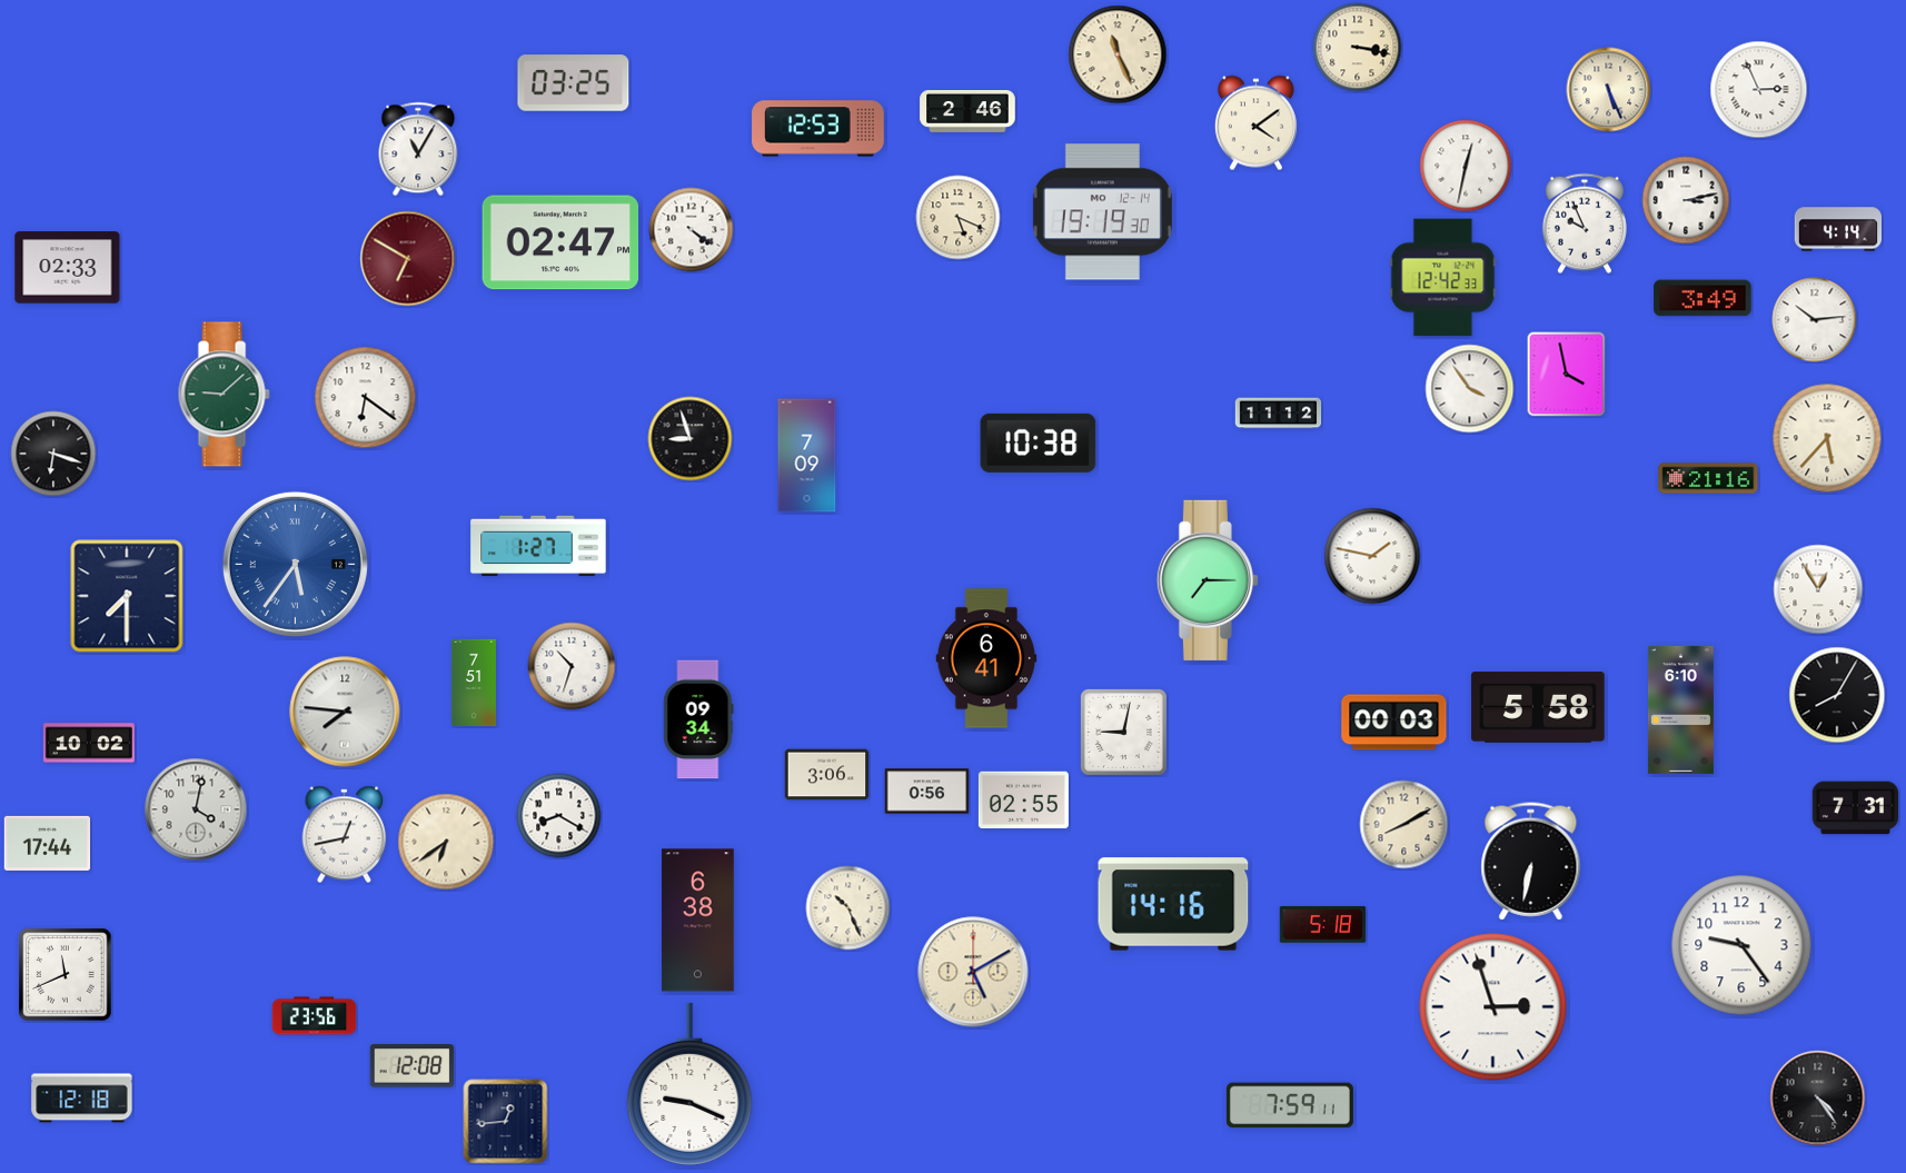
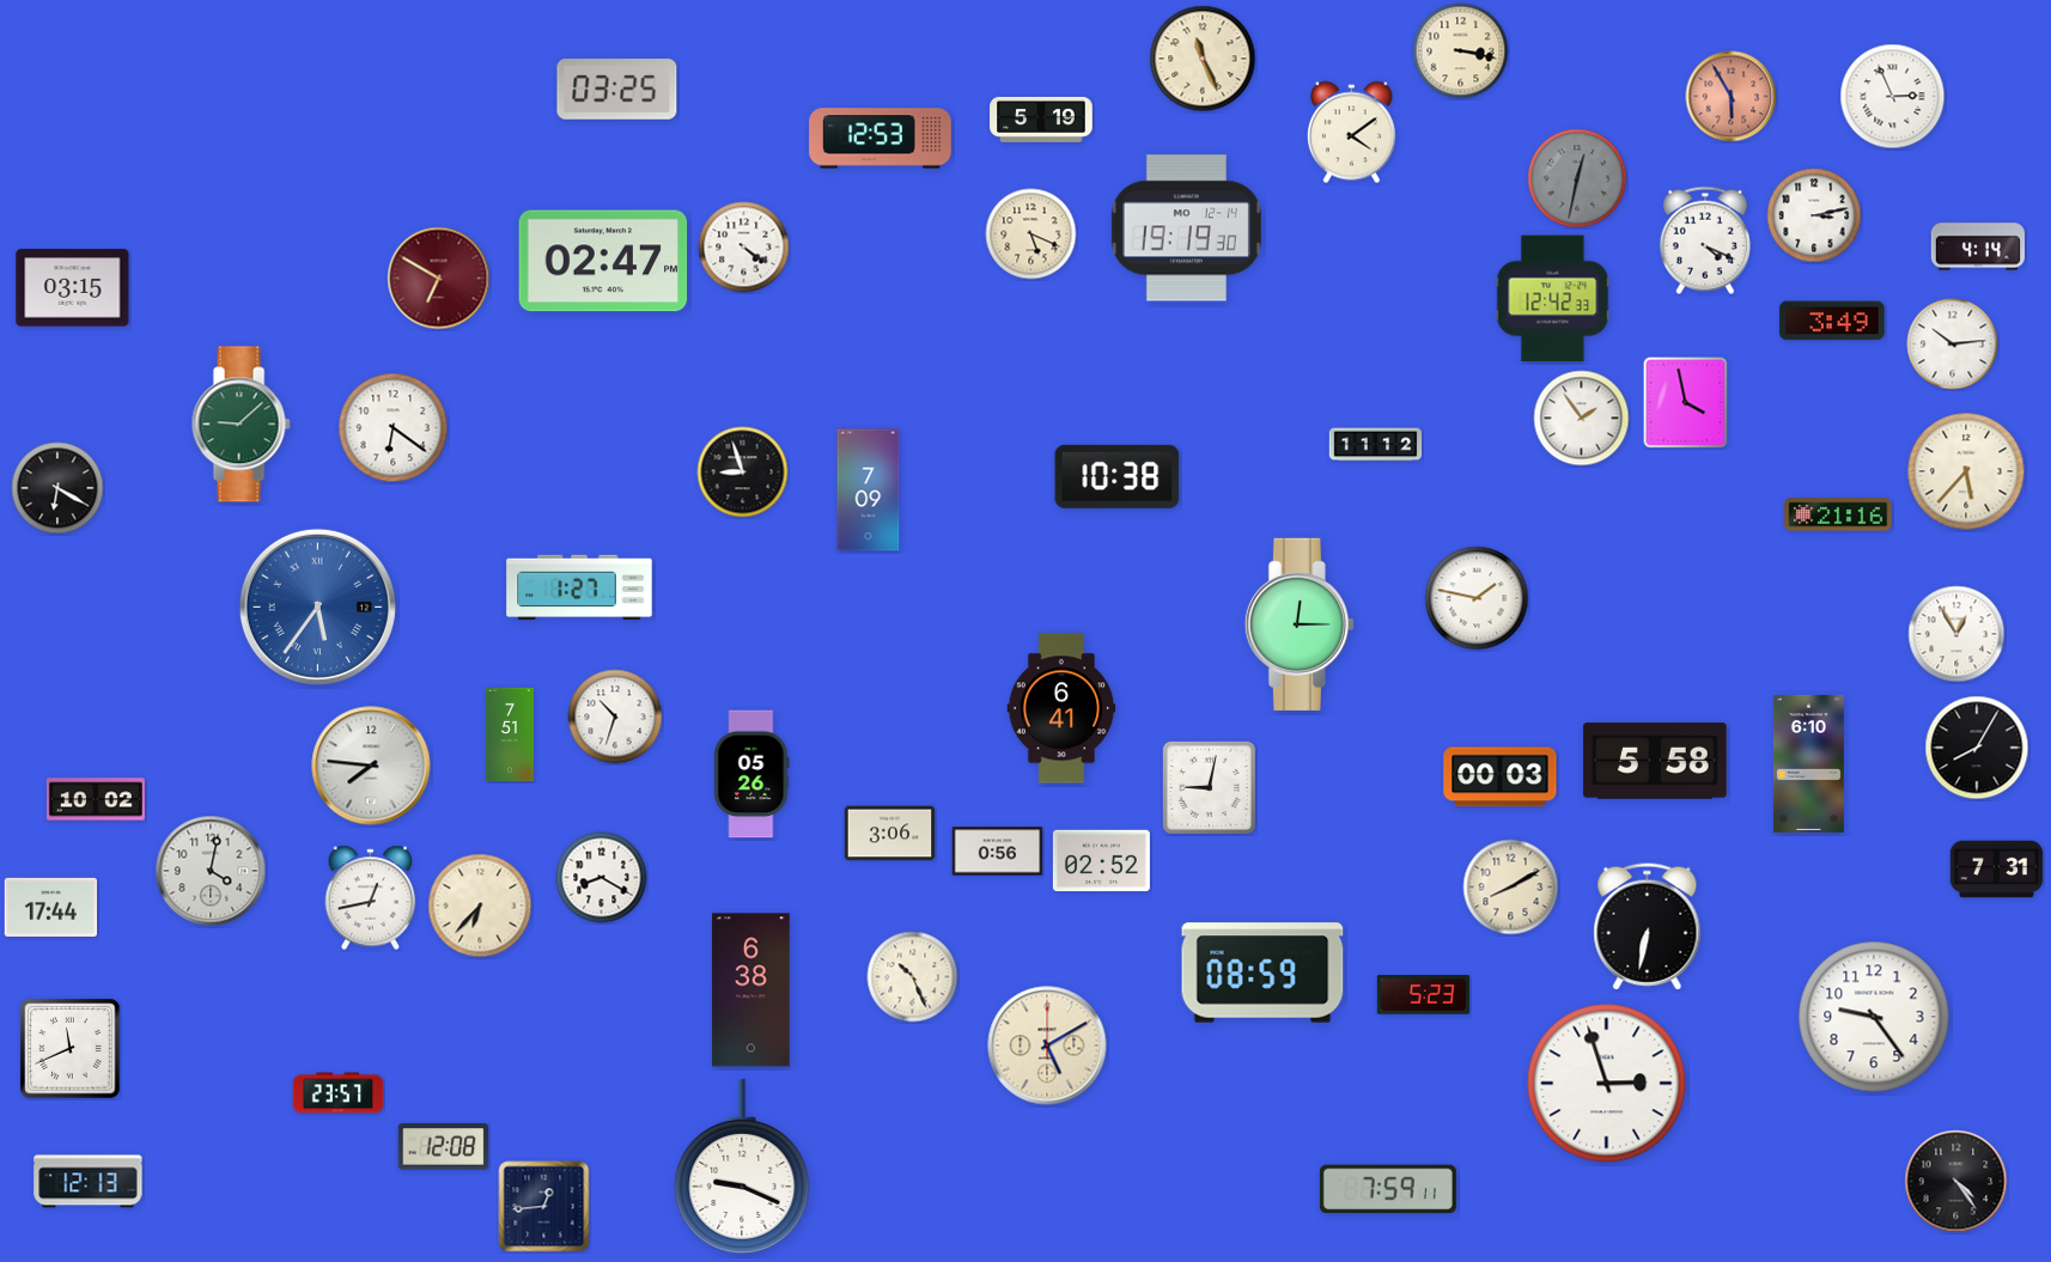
clock at (1609, 90): 5:26 -> 5:55
clock at (1609, 90) dial: cream -> salmon
clock at (967, 112): 2:46 -> 5:19
clock at (418, 149): 11:05 -> none
clock at (1466, 166) dial: white -> grey
clock at (1585, 223): 9:56 -> 4:19
clock at (68, 268): 02:33 -> 03:15
clock at (1470, 389): 3:54 -> 1:54
clock at (53, 454): 6:18 -> 6:20
clock at (1208, 580): 7:15 -> 12:15
clock at (127, 596): 7:30 -> none
clock at (698, 719): 09:34 -> 05:26
clock at (1023, 801): 02:55 -> 02:52
clock at (446, 842): 6:39 -> 6:37
clock at (1173, 904): 14:16 -> 08:59
clock at (1323, 925): 5:18 -> 5:23
clock at (315, 1016): 23:56 -> 23:57
clock at (82, 1099): 12:18 -> 12:13
